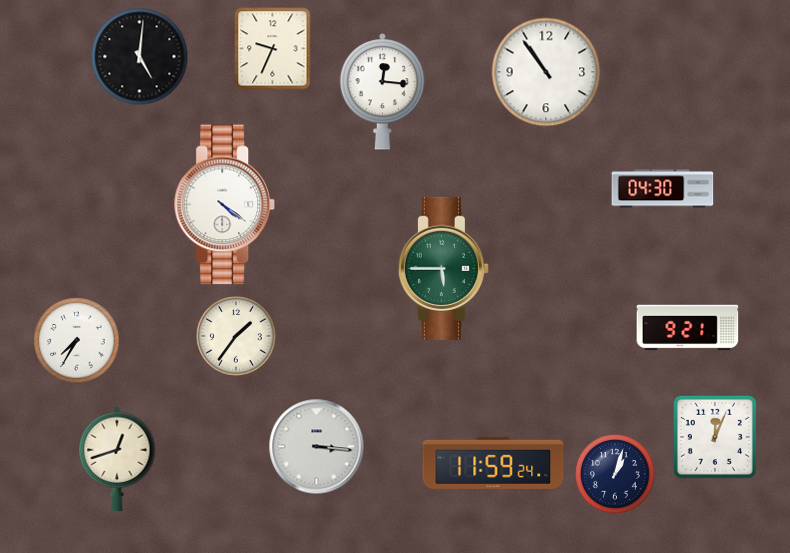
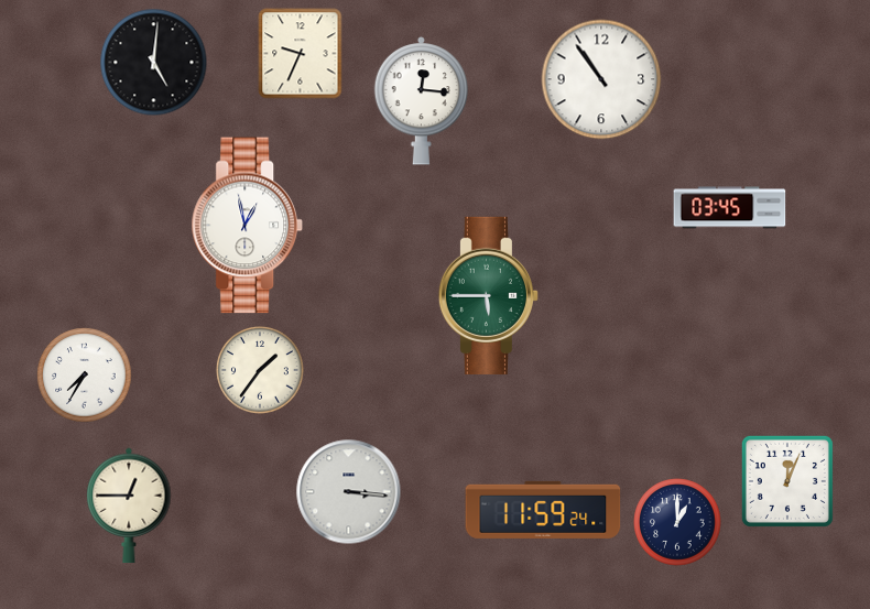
clock at (663, 189): 04:30 -> 03:45
clock at (224, 205): 4:21 -> 12:58
clock at (688, 328): 9:21 -> none
clock at (117, 459): 12:42 -> 12:45
clock at (615, 474): 1:03 -> 1:00
